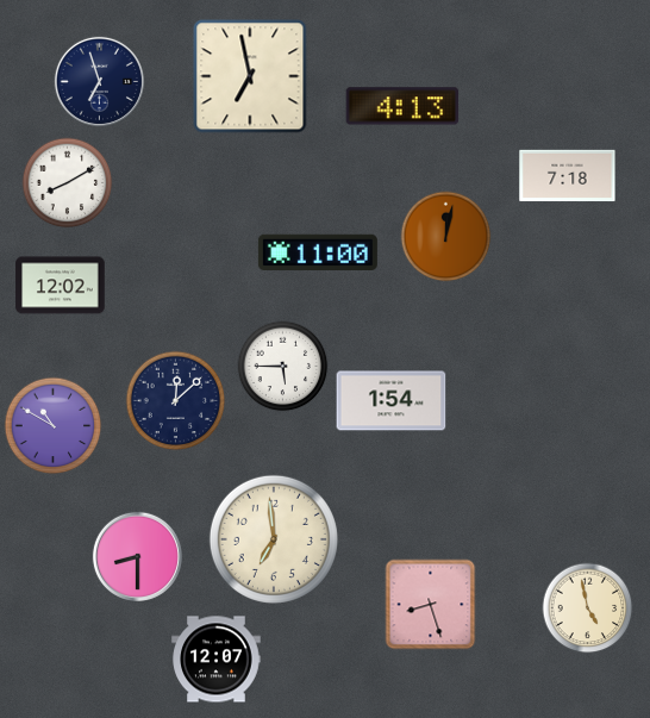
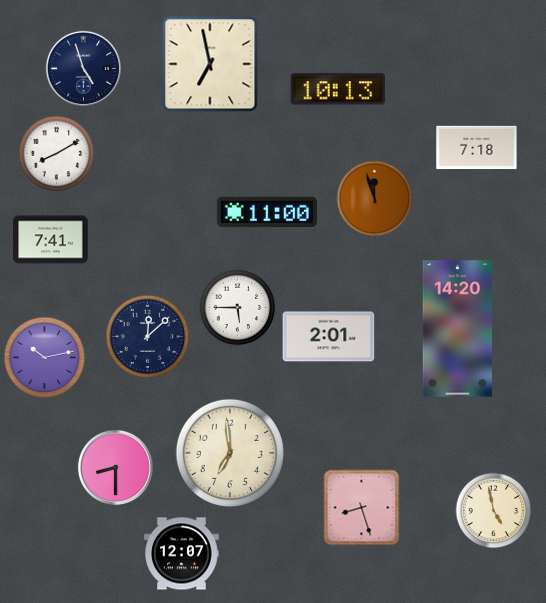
clock at (99, 81): 6:57 -> 4:57
clock at (402, 106): 4:13 -> 10:13
clock at (446, 237): 12:02 -> 11:57
clock at (61, 286): 12:02 -> 7:41
clock at (457, 329): none -> 14:20
clock at (392, 401): 1:54 -> 2:01
clock at (54, 426): 10:50 -> 10:13
